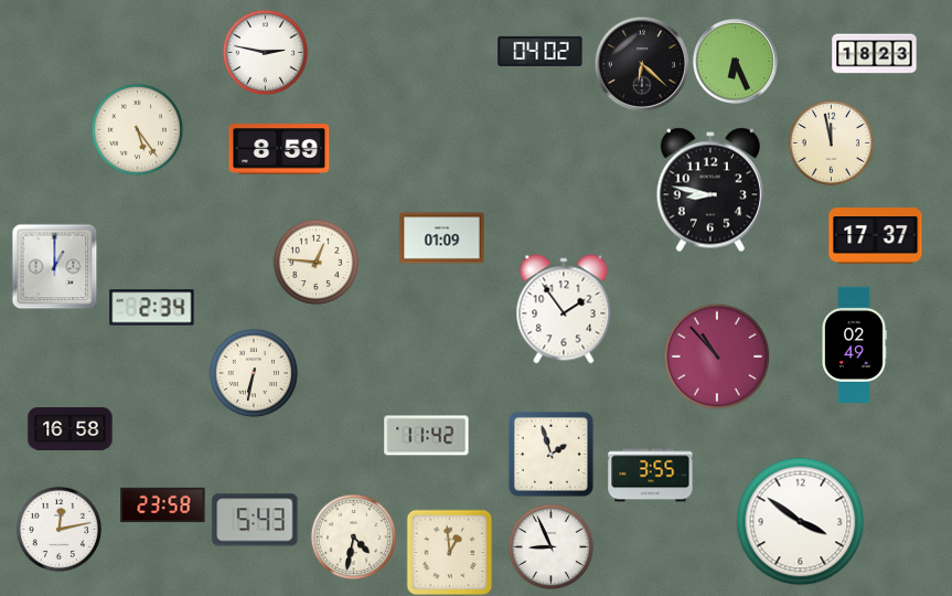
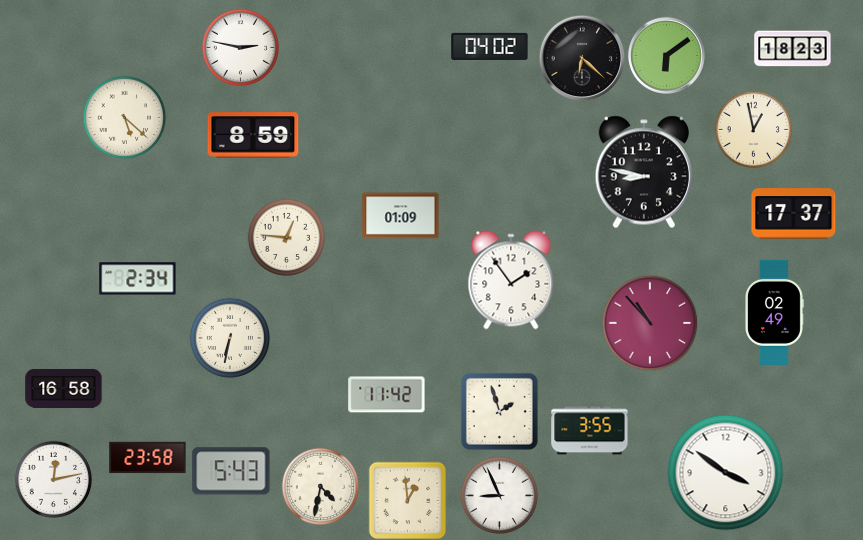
clock at (735, 61): 6:26 -> 6:09
clock at (137, 129): 5:24 -> 5:22
clock at (831, 142): 11:58 -> 12:58
clock at (54, 266): 1:00 -> none
